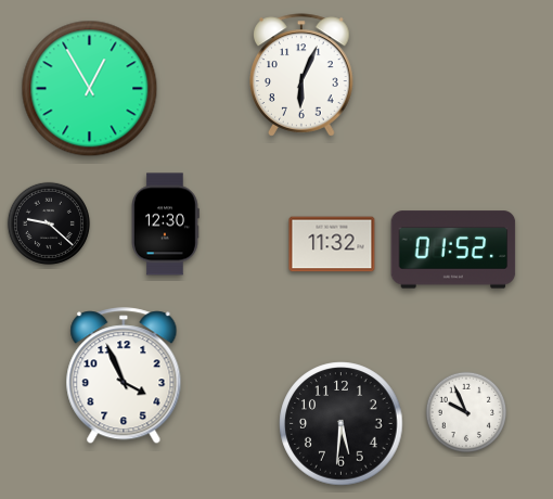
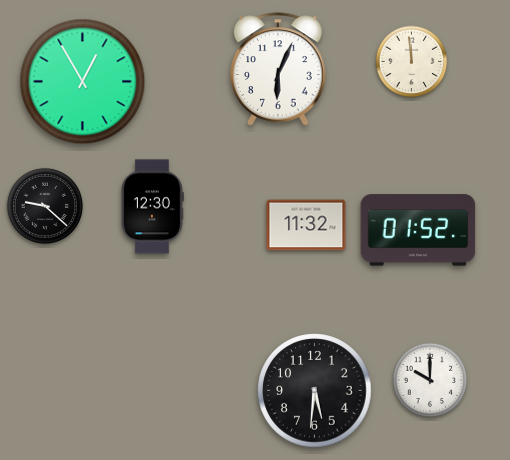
clock at (412, 62): none -> 11:59
clock at (124, 376): 3:56 -> none
clock at (466, 412): 9:56 -> 10:00
